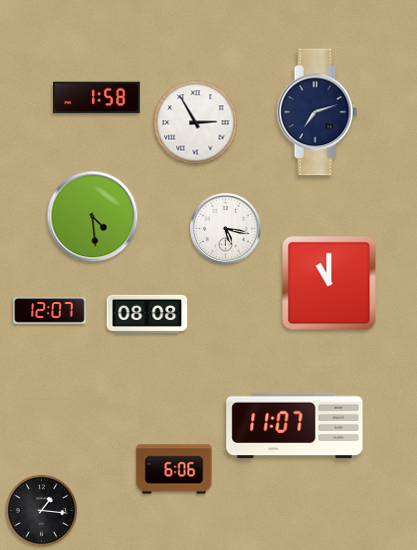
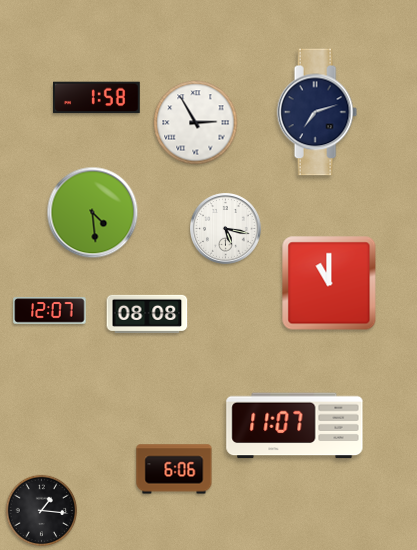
clock at (93, 217) position: (93, 217) -> (93, 213)
